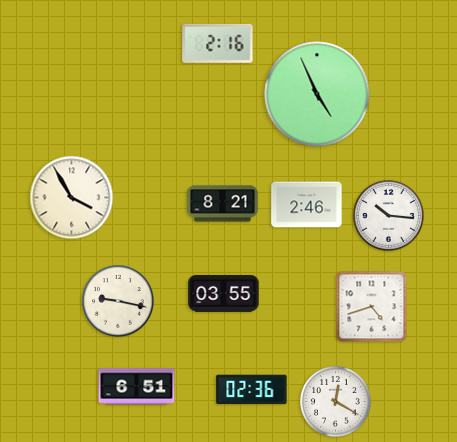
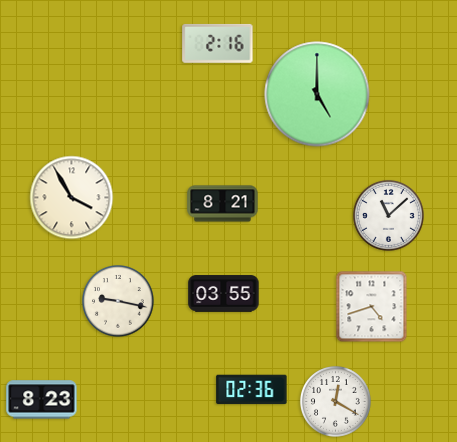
clock at (317, 94): 4:56 -> 5:00
clock at (307, 205): 2:46 -> none
clock at (388, 215): 10:16 -> 11:08
clock at (137, 387): 6:51 -> none
clock at (42, 400): none -> 8:23
